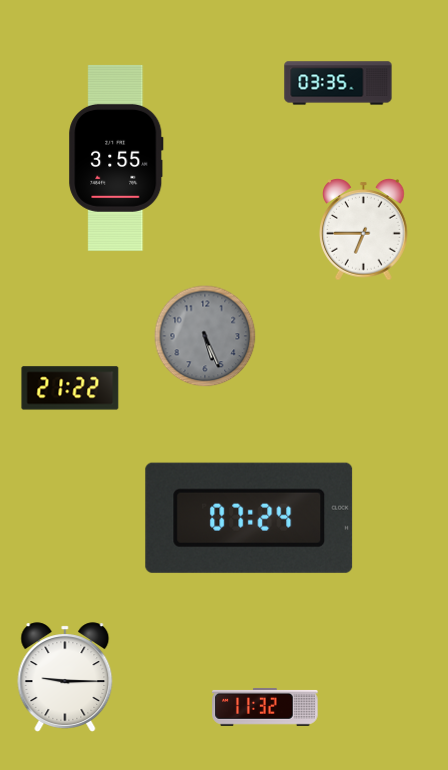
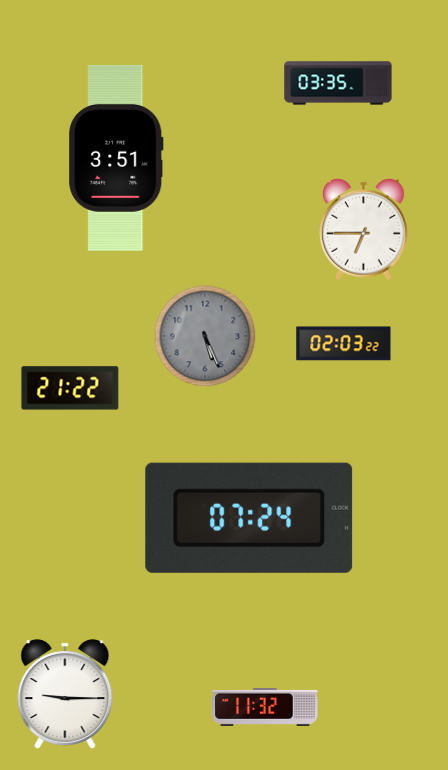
clock at (116, 158): 3:55 -> 3:51
clock at (344, 344): none -> 02:03
clock at (65, 677) position: (65, 677) -> (65, 694)
